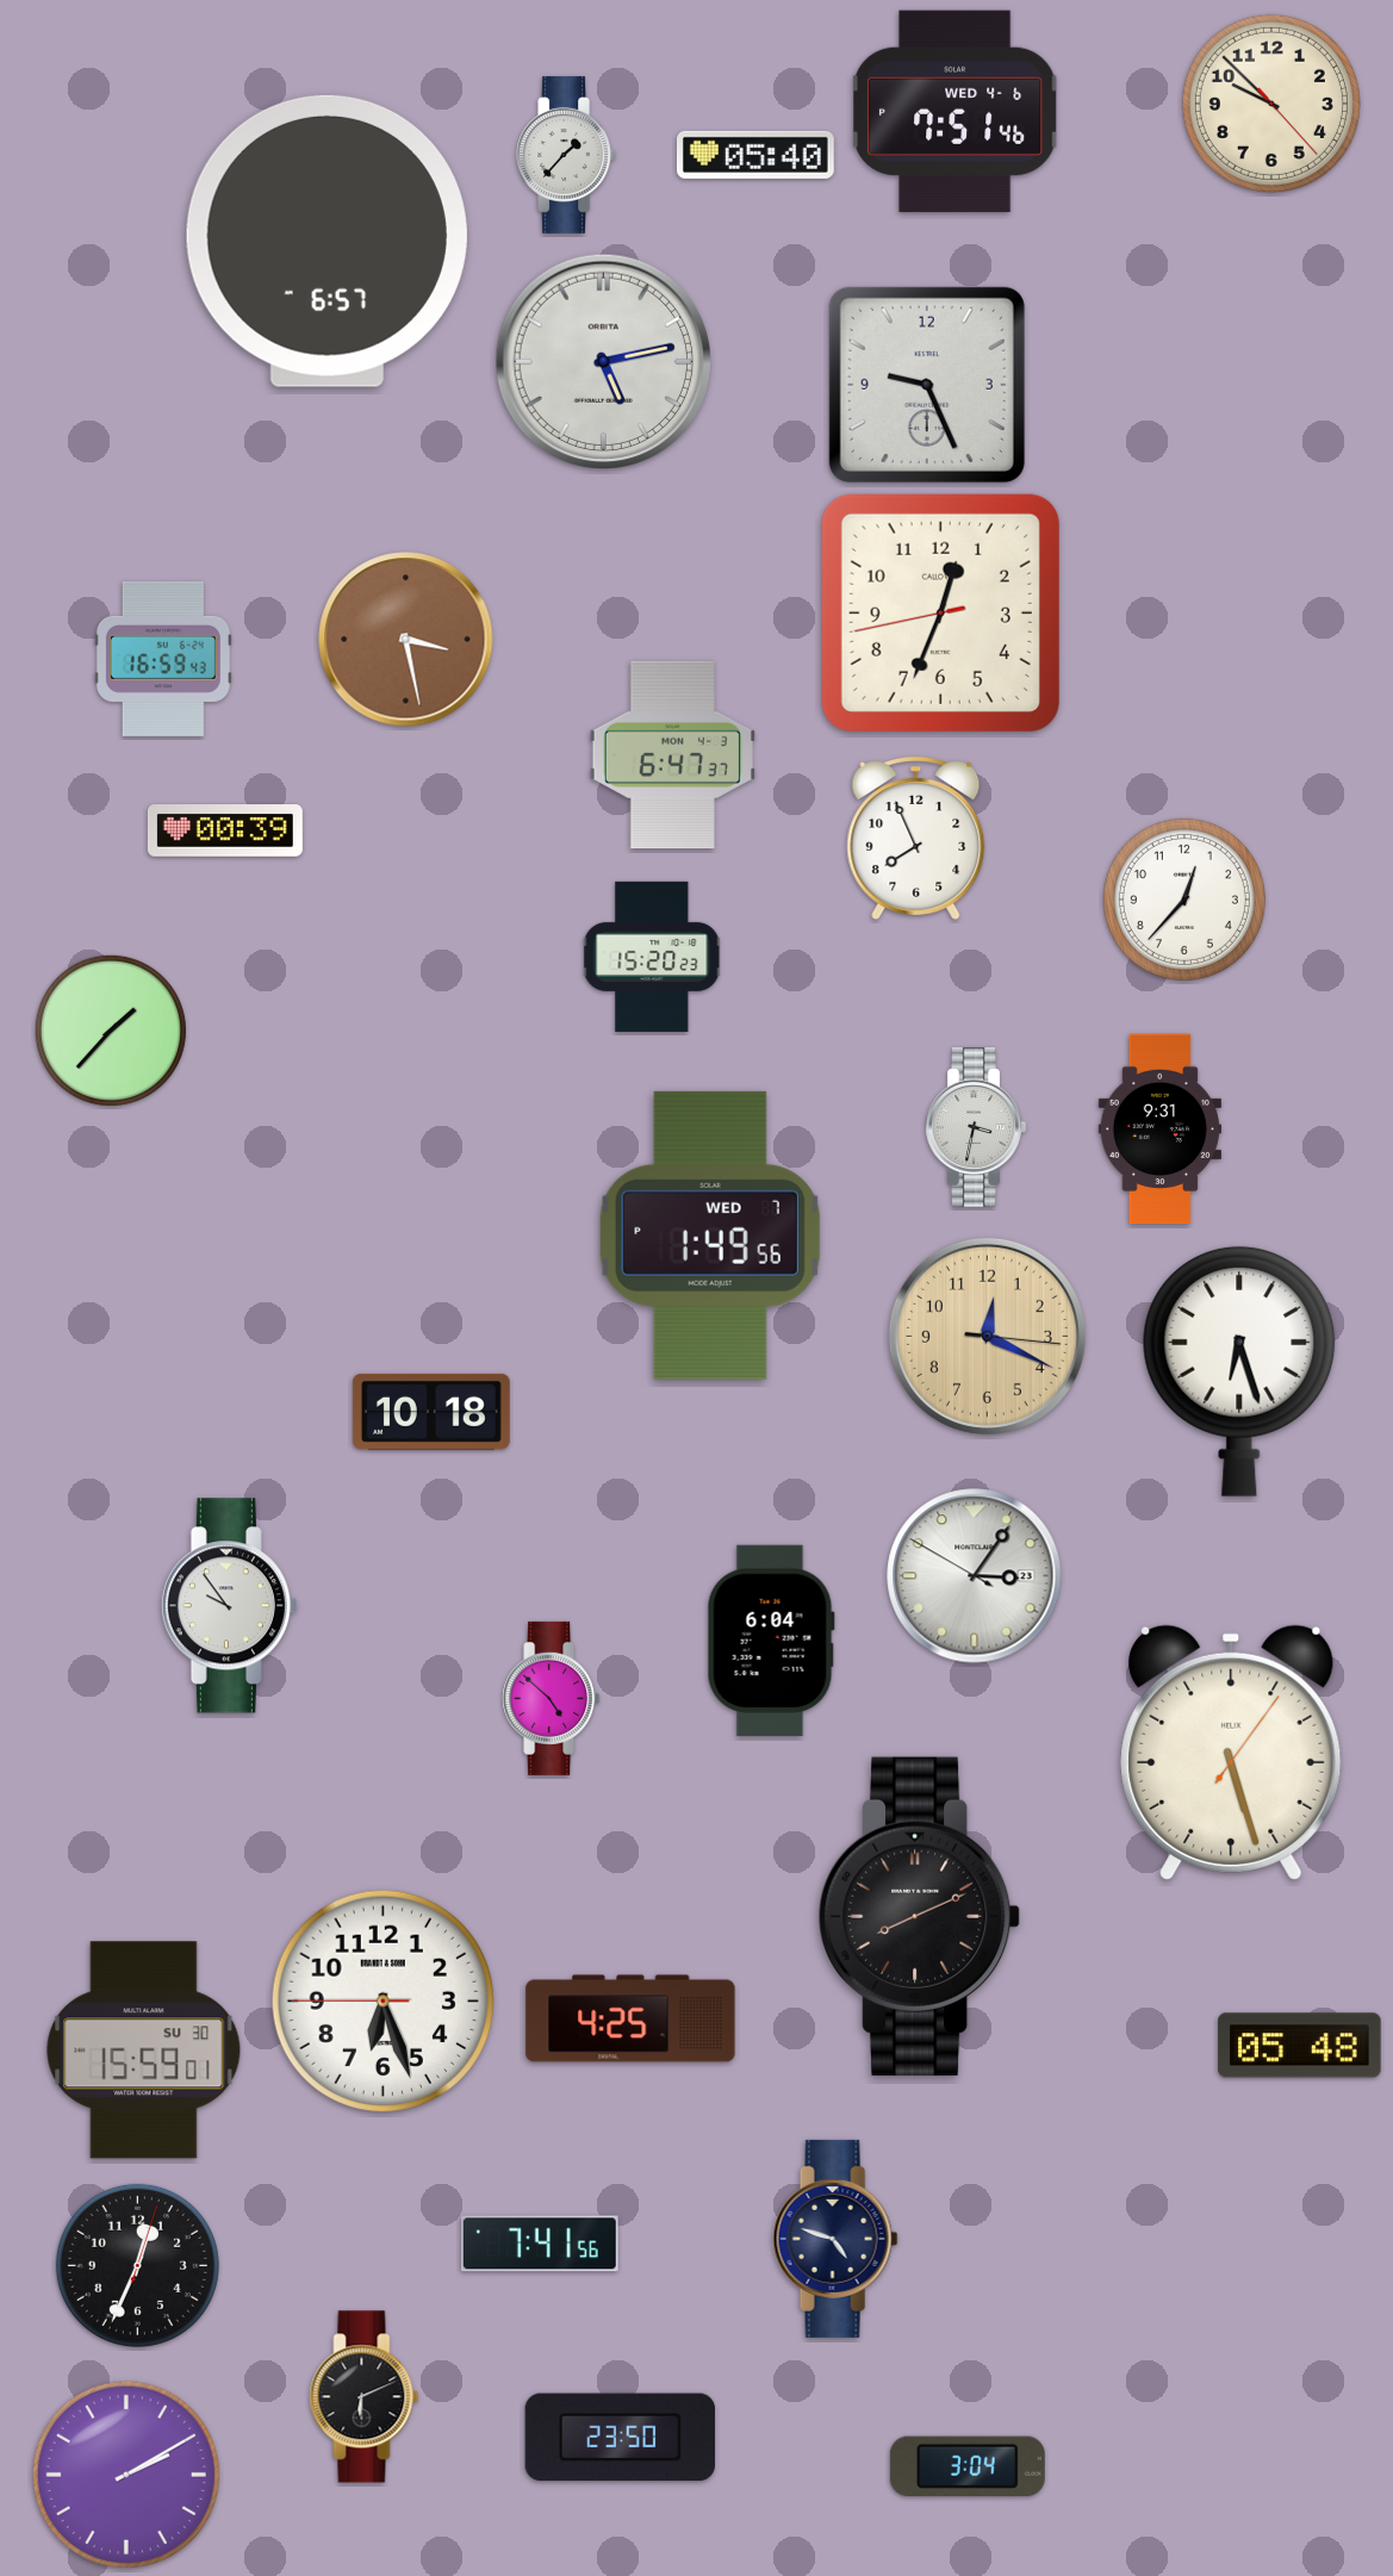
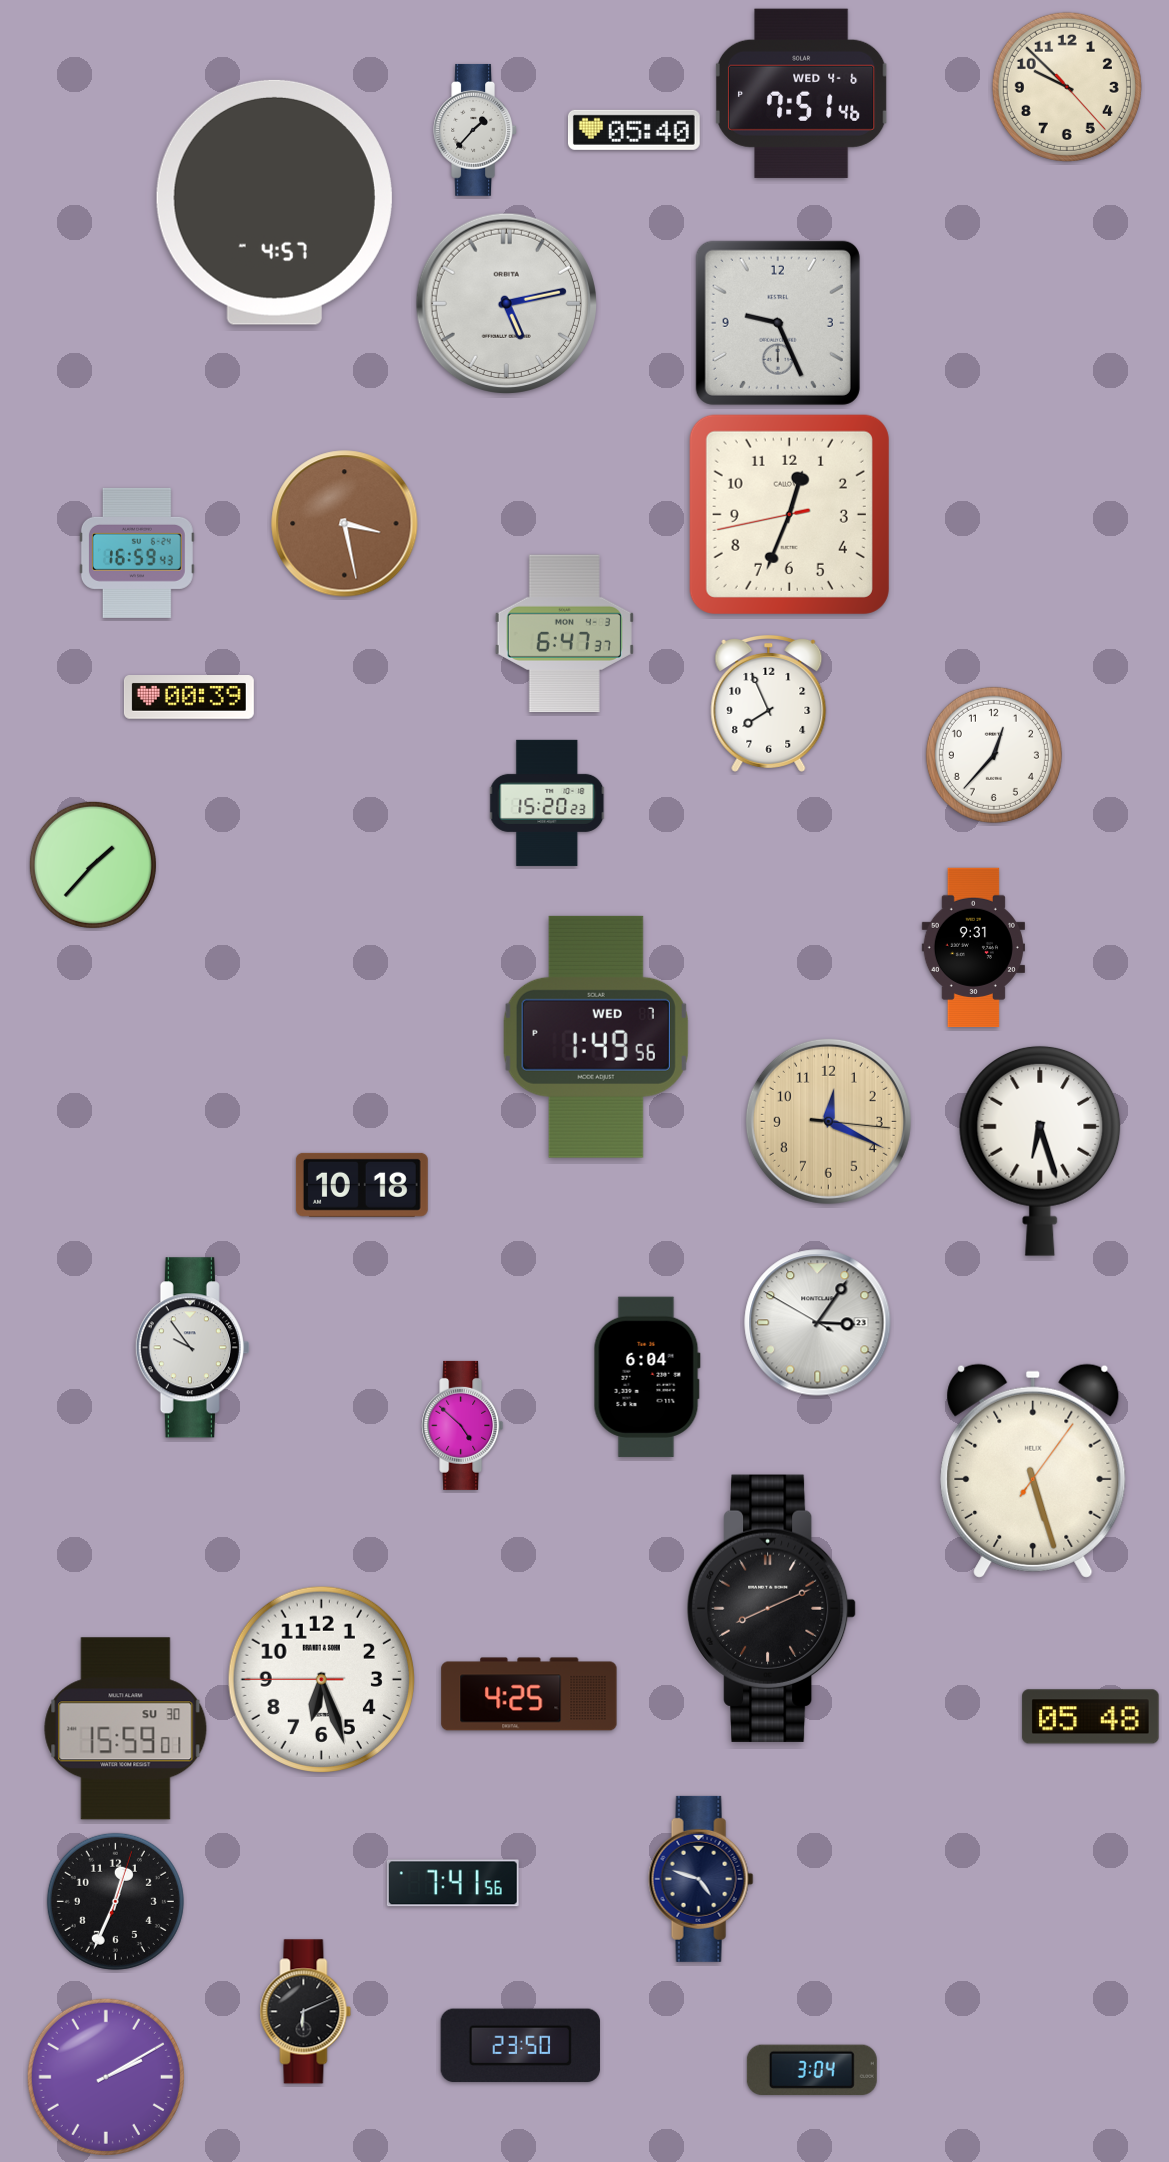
clock at (327, 241): 6:57 -> 4:57
clock at (406, 640) position: (406, 640) -> (345, 524)
clock at (976, 1127): 3:32 -> none
clock at (144, 2051) position: (144, 2051) -> (126, 1729)
